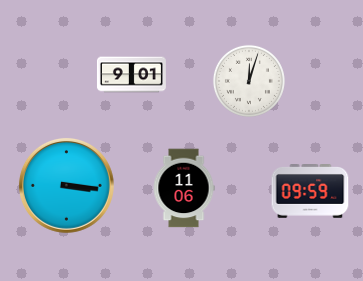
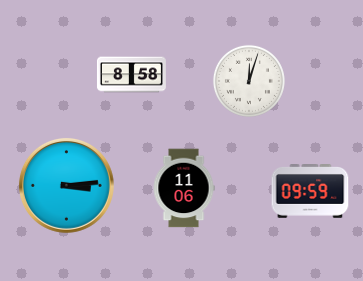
clock at (131, 75): 9:01 -> 8:58
clock at (66, 185): 3:16 -> 3:14
